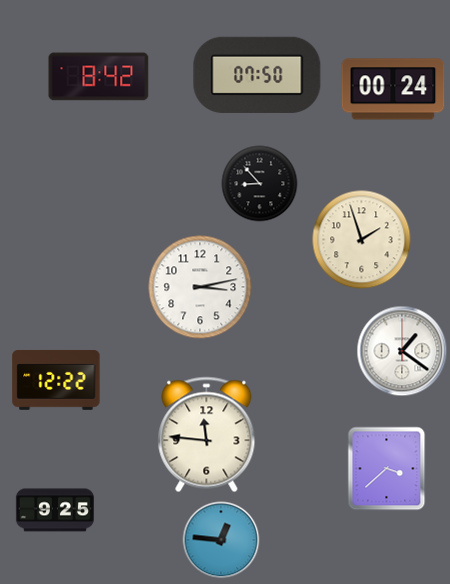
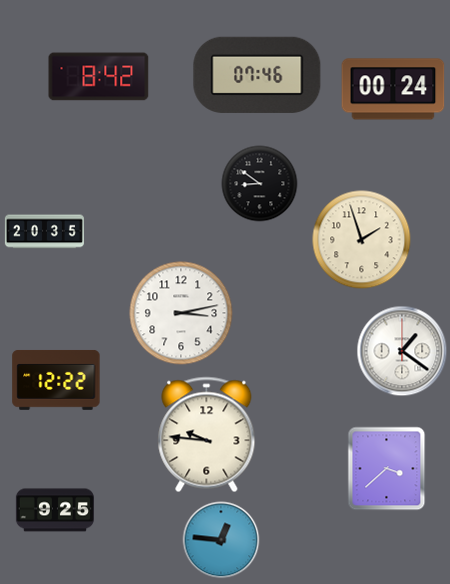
clock at (257, 75): 07:50 -> 07:46
clock at (260, 184): 8:53 -> 8:51
clock at (44, 232): none -> 20:35
clock at (200, 287) position: (200, 287) -> (181, 313)
clock at (207, 435): 11:46 -> 9:46
